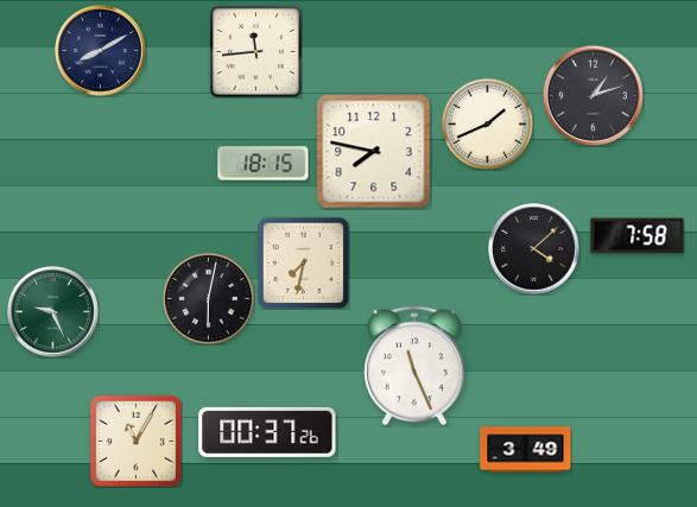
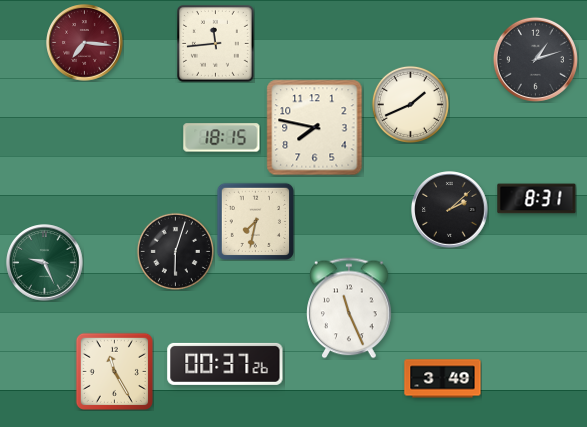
clock at (101, 51): 8:10 -> 7:16
clock at (101, 51) dial: navy -> burgundy
clock at (593, 95) position: (593, 95) -> (535, 59)
clock at (638, 236): 7:58 -> 8:31
clock at (534, 249): 4:08 -> 2:08
clock at (208, 298): 6:02 -> 6:03
clock at (135, 441): 11:05 -> 11:25
